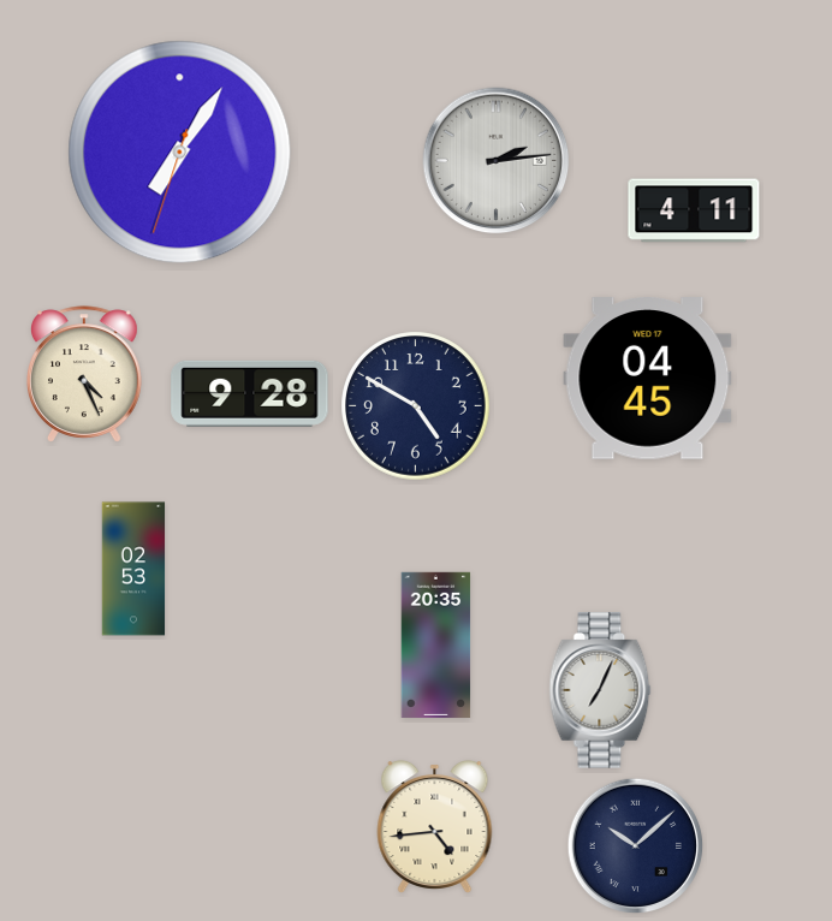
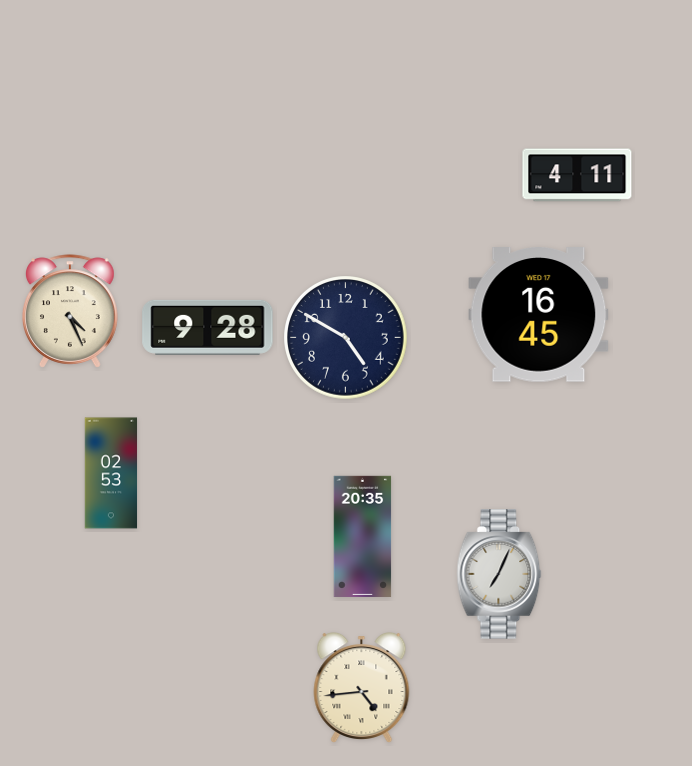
clock at (180, 153): 7:05 -> none
clock at (497, 161): 2:14 -> none
clock at (648, 379): 04:45 -> 16:45
clock at (636, 846): 10:08 -> none
